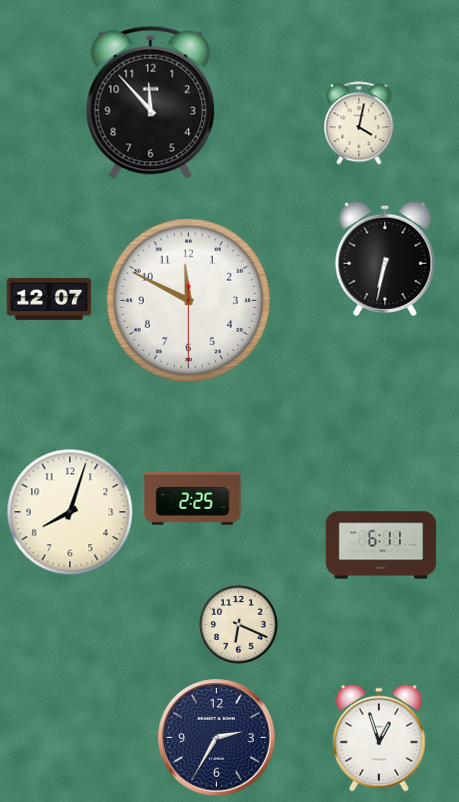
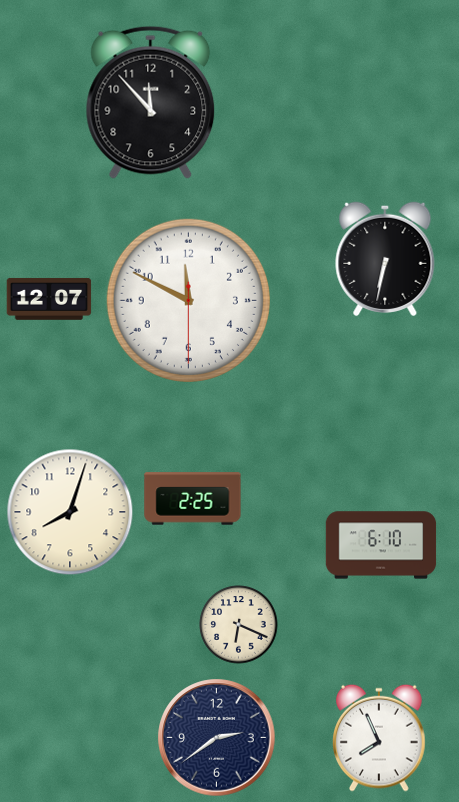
clock at (359, 123): 4:02 -> none
clock at (381, 545): 6:11 -> 6:10
clock at (217, 738): 2:35 -> 2:39
clock at (380, 738): 12:57 -> 7:56
